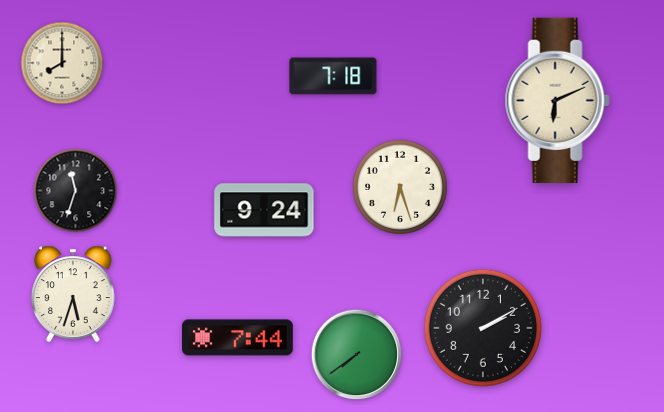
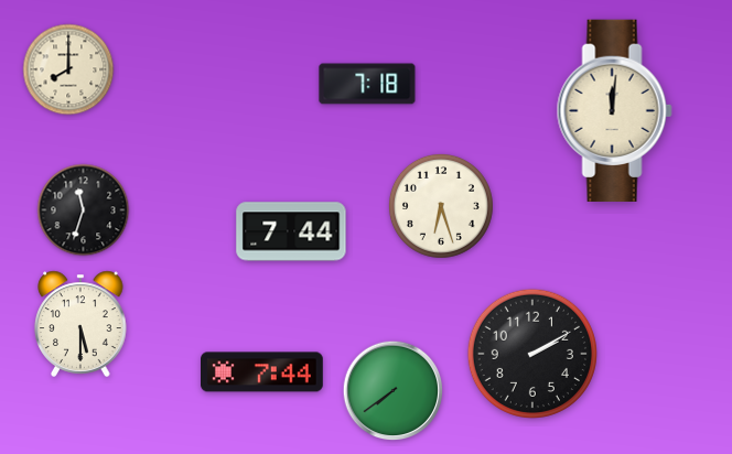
clock at (557, 100): 6:11 -> 12:01
clock at (264, 210): 9:24 -> 7:44
clock at (73, 294): 5:33 -> 5:30
clock at (482, 327) position: (482, 327) -> (531, 353)
